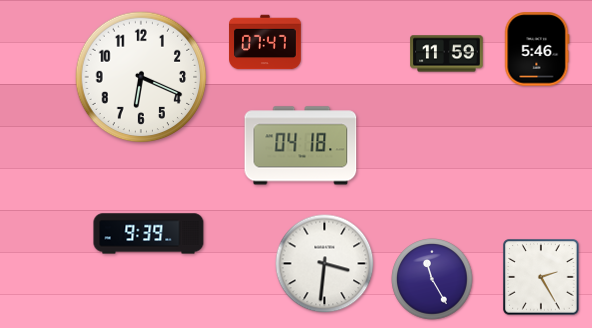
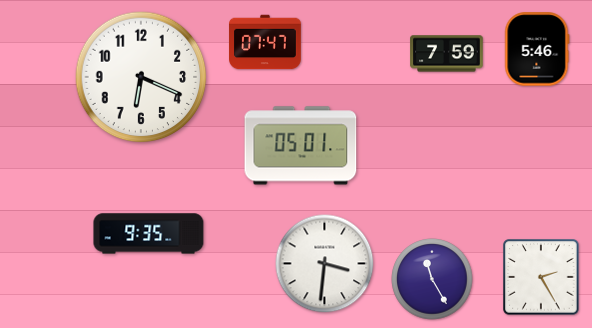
clock at (447, 54): 11:59 -> 7:59
clock at (301, 146): 04:18 -> 05:01
clock at (149, 234): 9:39 -> 9:35
